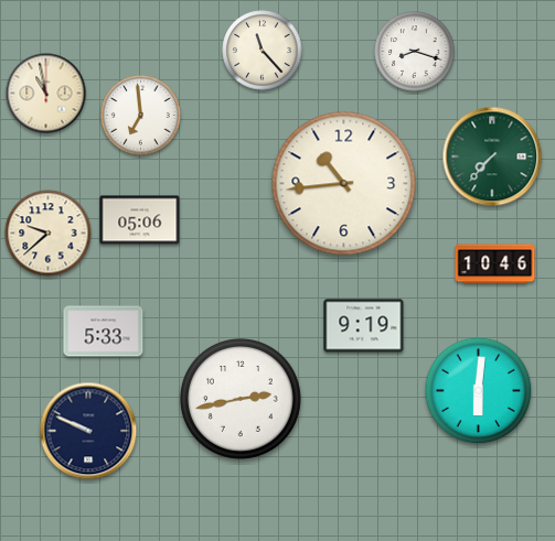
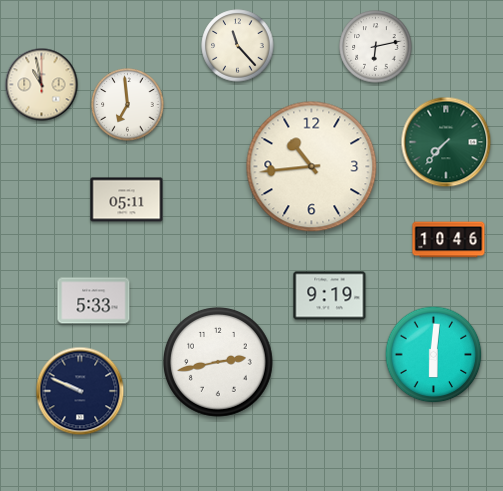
clock at (415, 52): 8:18 -> 6:13
clock at (140, 220): 05:06 -> 05:11
clock at (49, 234): 9:38 -> none
